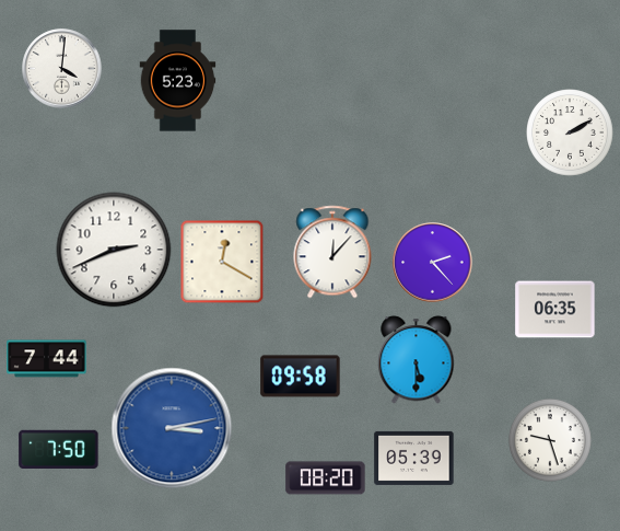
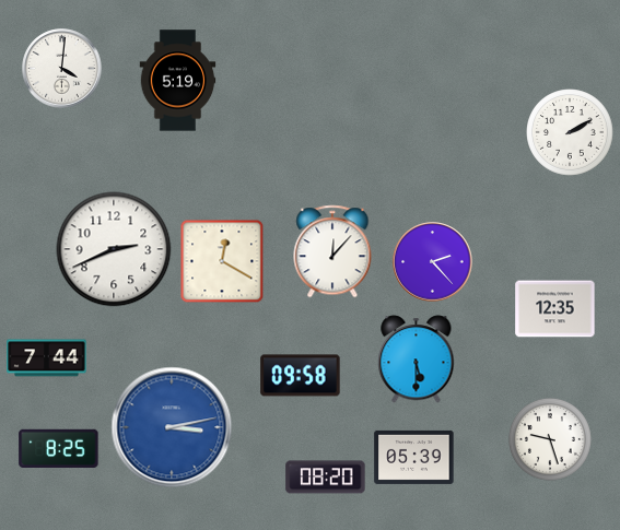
clock at (178, 81): 5:23 -> 5:19
clock at (555, 310): 06:35 -> 12:35
clock at (59, 449): 7:50 -> 8:25
